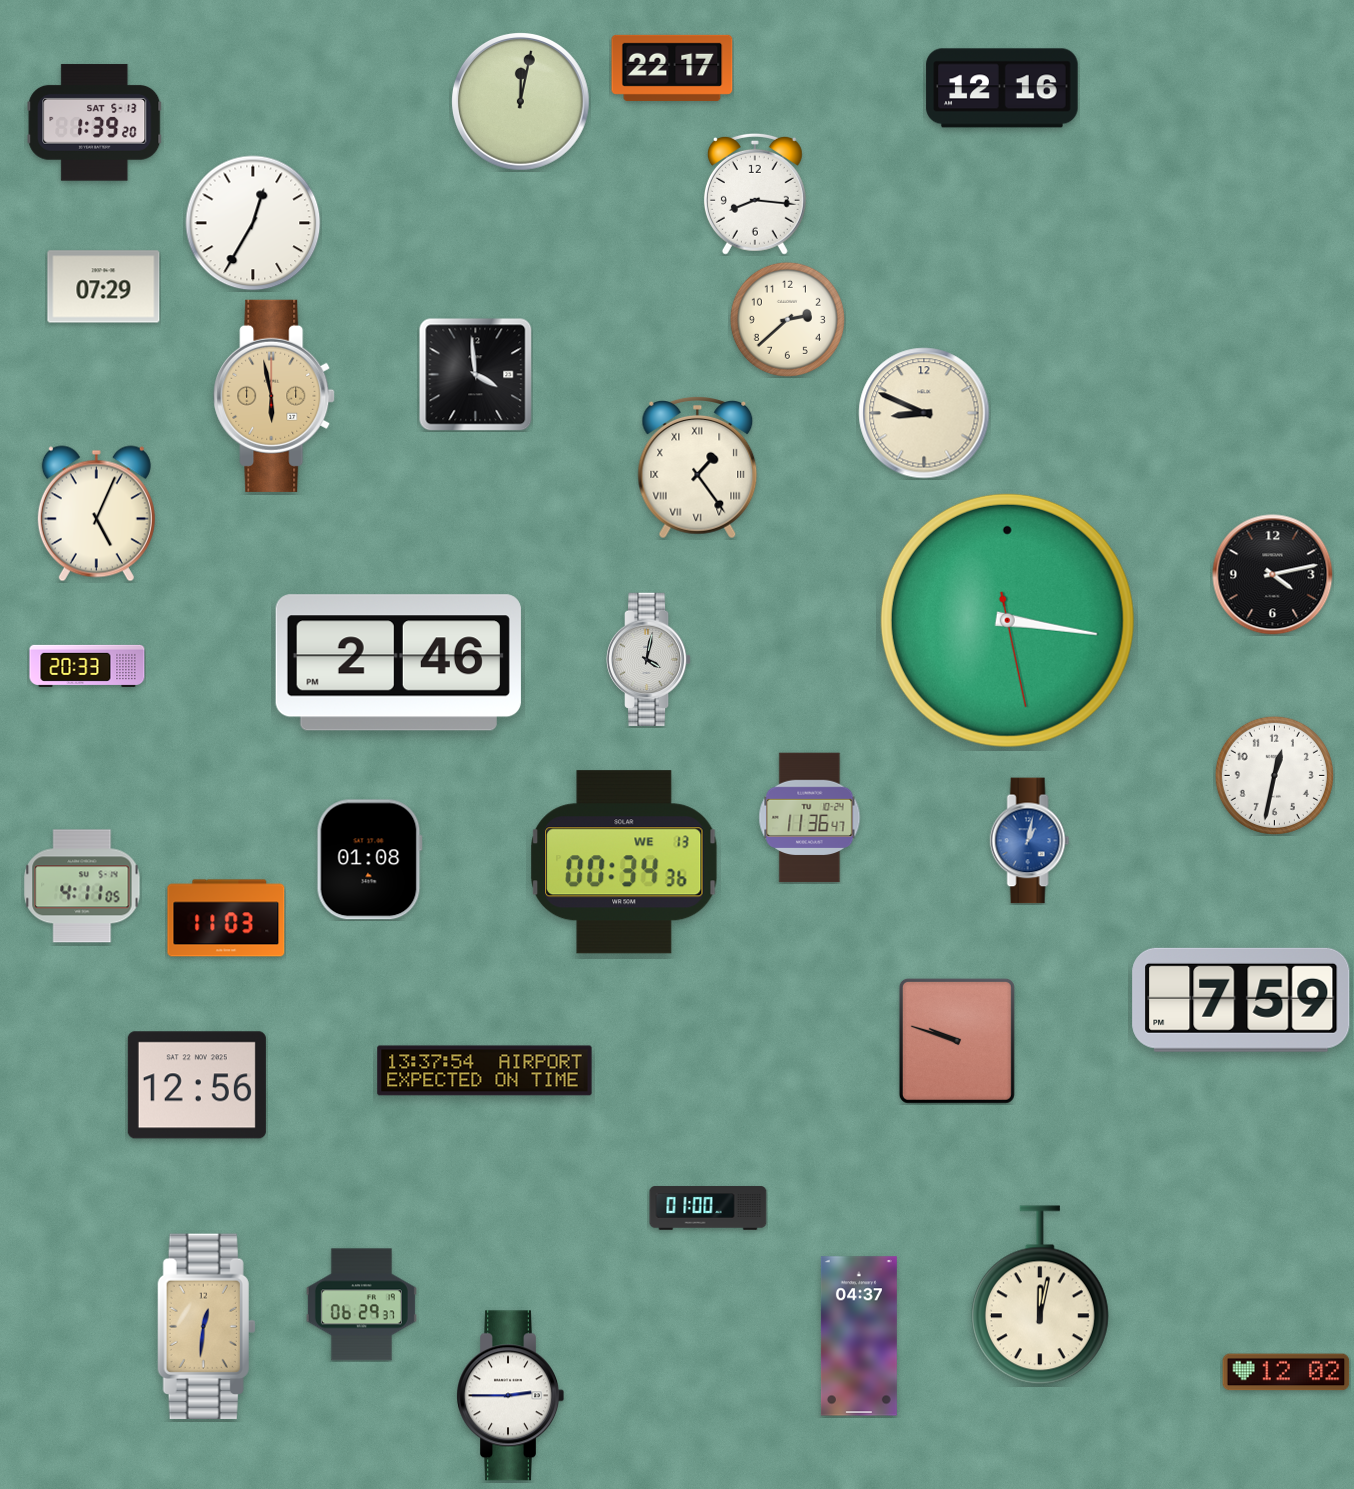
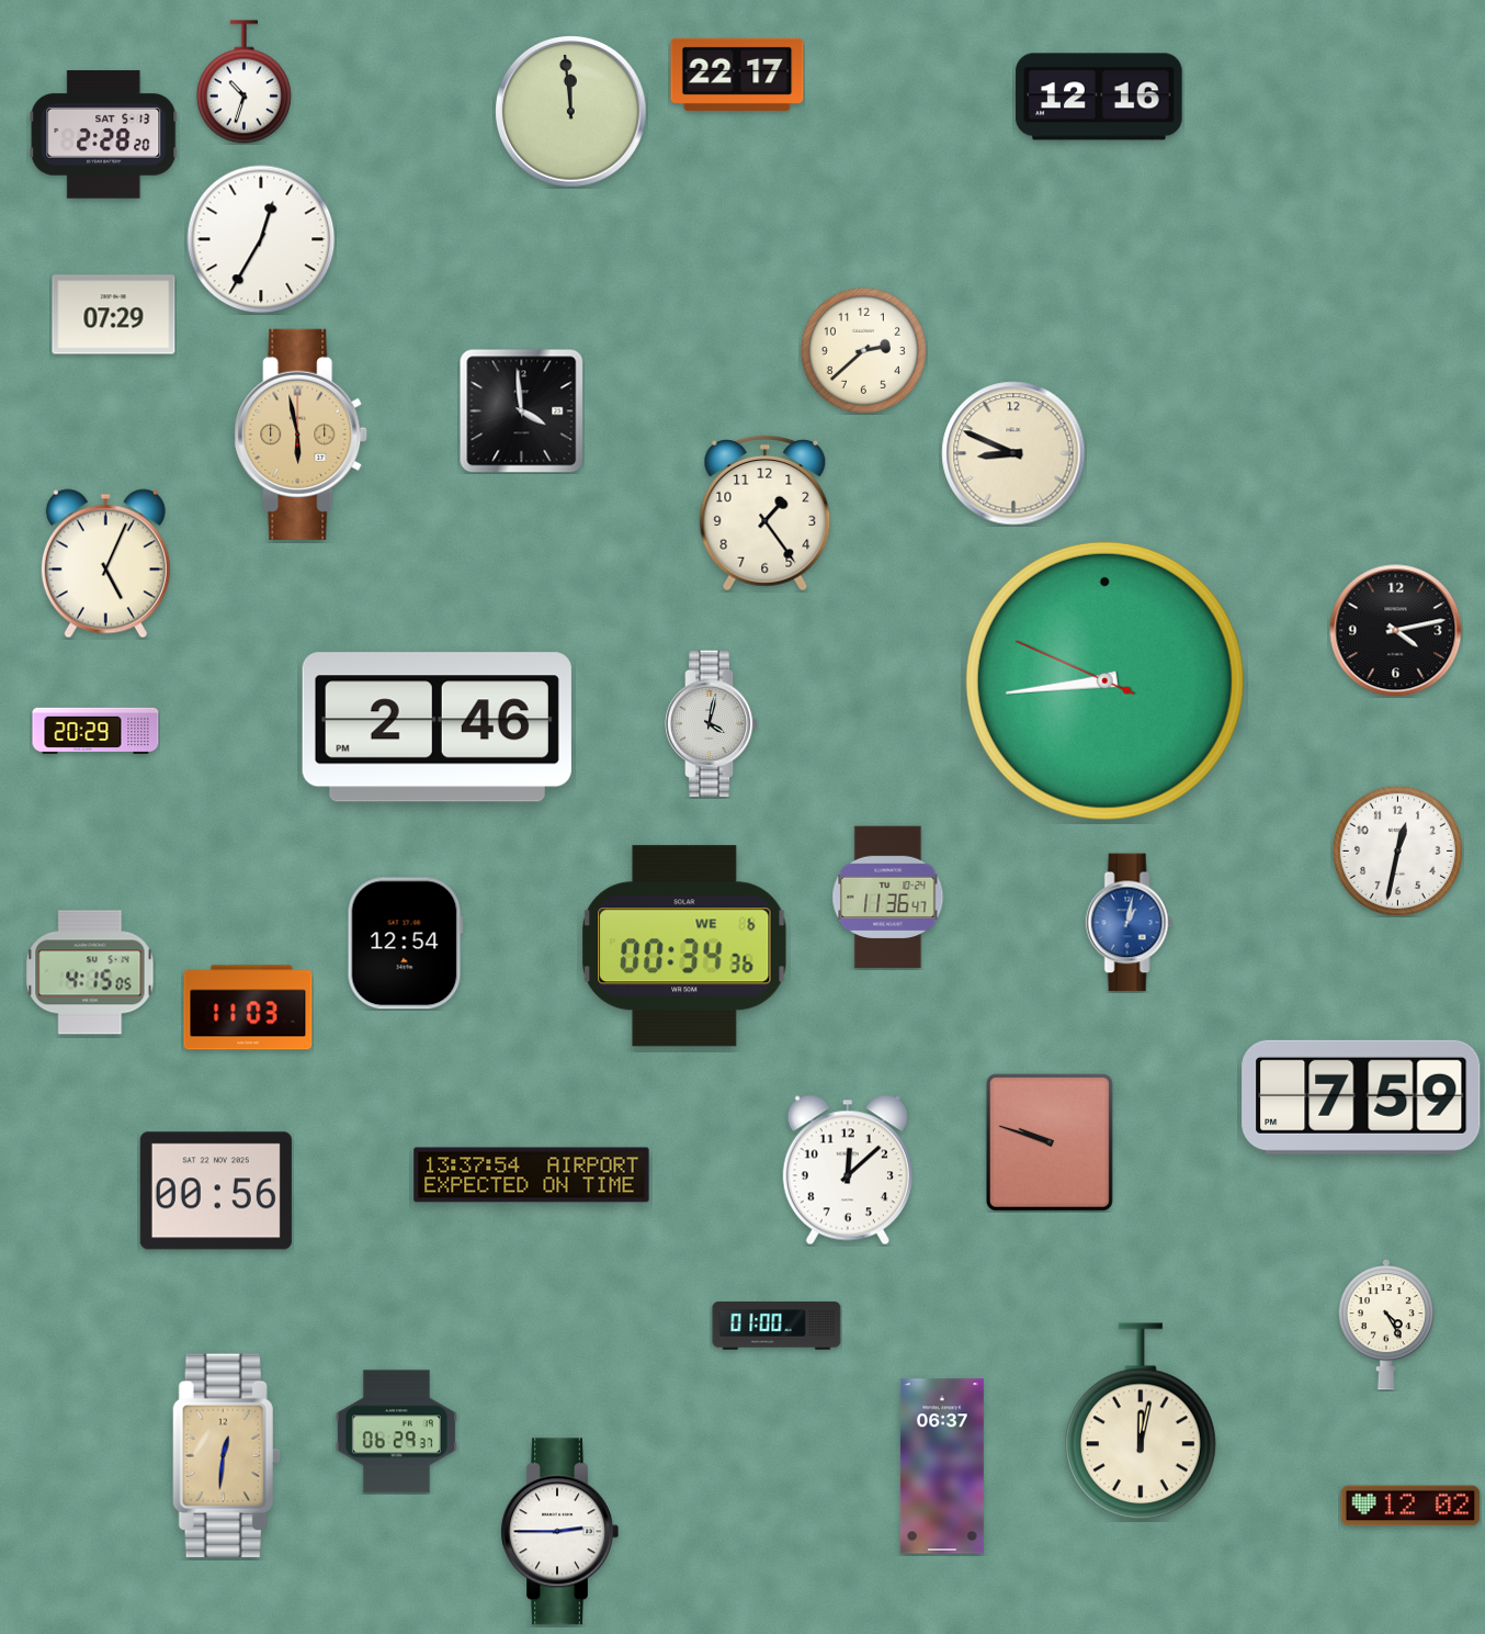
clock at (243, 82): none -> 10:33
clock at (520, 101): 12:02 -> 11:59
clock at (95, 123): 1:39 -> 2:28
clock at (755, 194): 8:16 -> none
clock at (253, 223) position: (253, 223) -> (261, 239)
clock at (698, 468) numerals: Roman -> Arabic
clock at (1007, 620): 3:16 -> 8:43
clock at (87, 666): 20:33 -> 20:29
clock at (369, 860): 01:08 -> 12:54
clock at (624, 862) date: WE 13 -> WE 6
clock at (82, 886): 4:11 -> 4:15
clock at (848, 1170): none -> 12:08
clock at (197, 1085): 12:56 -> 00:56
clock at (1386, 1325): none -> 4:25
clock at (859, 1336): 04:37 -> 06:37
